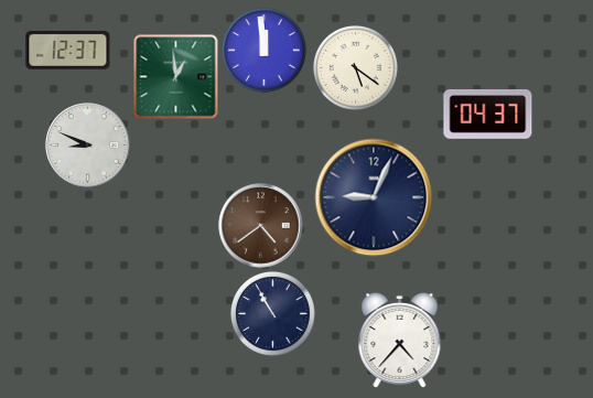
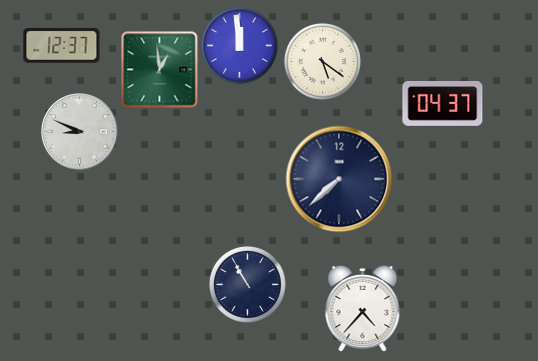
clock at (374, 197): 9:04 -> 7:38
clock at (261, 226): 4:39 -> none
